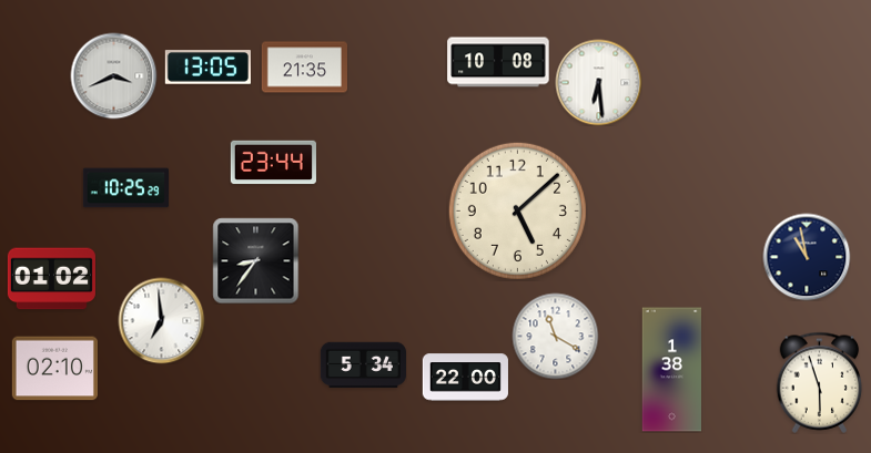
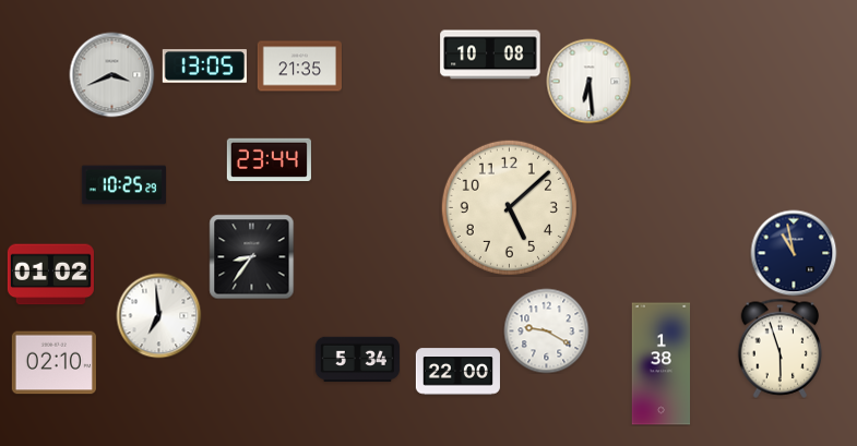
clock at (498, 62) position: (498, 62) -> (490, 55)
clock at (555, 336): 11:20 -> 9:20
clock at (820, 382) position: (820, 382) -> (781, 348)
